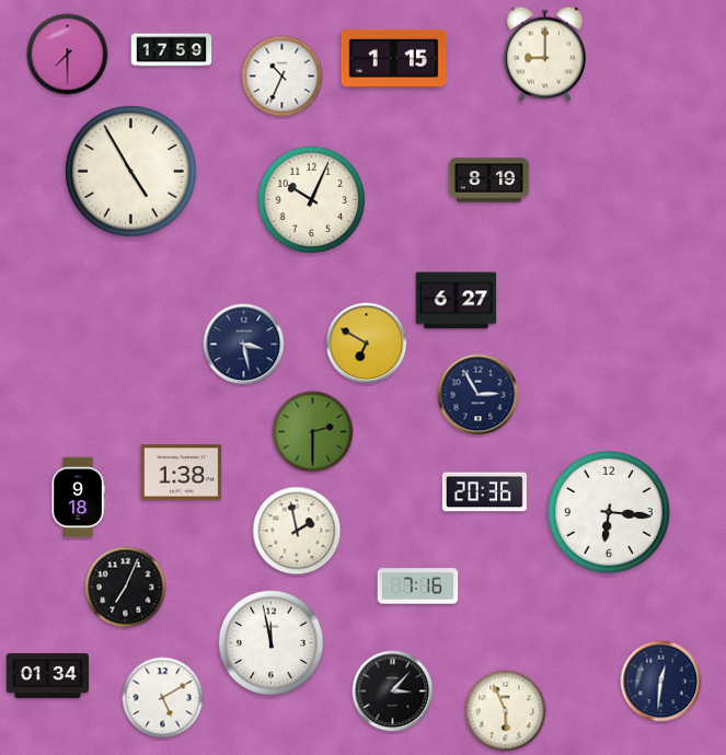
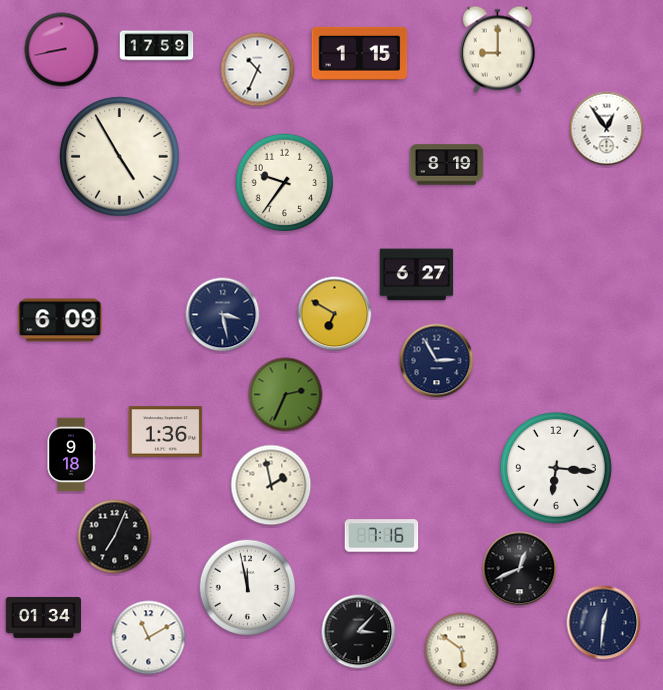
clock at (68, 55): 7:30 -> 8:43
clock at (607, 129): none -> 12:54
clock at (312, 200): 10:04 -> 9:36
clock at (60, 320): none -> 6:09
clock at (313, 432): 2:30 -> 2:34
clock at (182, 473): 1:38 -> 1:36
clock at (484, 492): 20:36 -> none
clock at (520, 569): none -> 12:41
clock at (163, 698): 5:10 -> 11:10
clock at (506, 711): 5:56 -> 5:51
